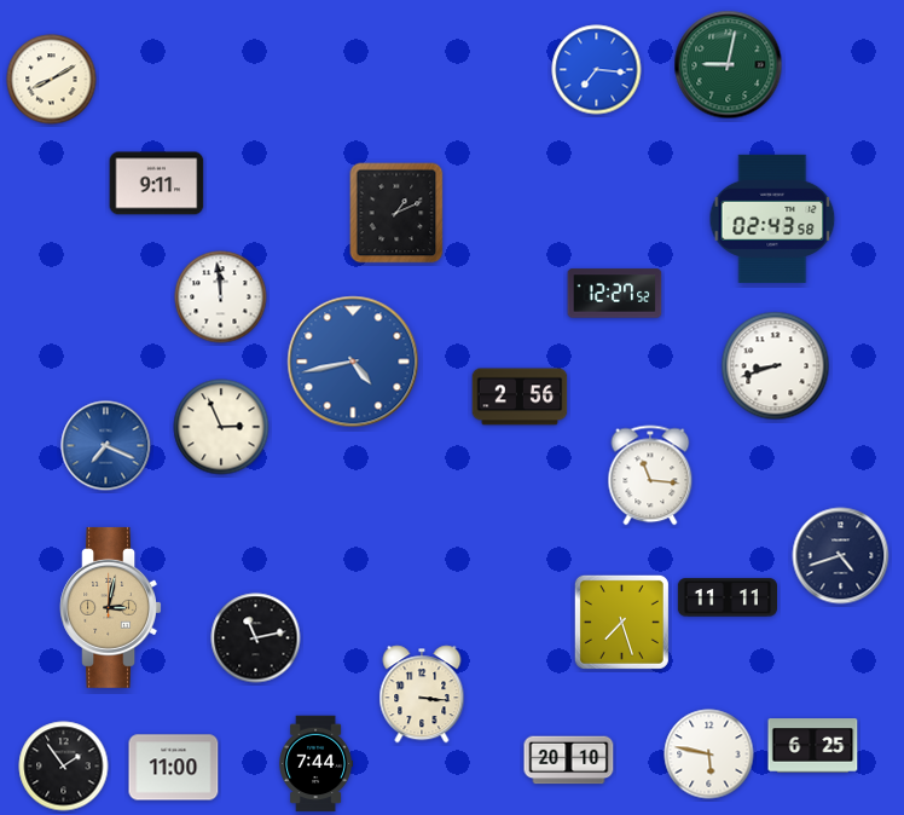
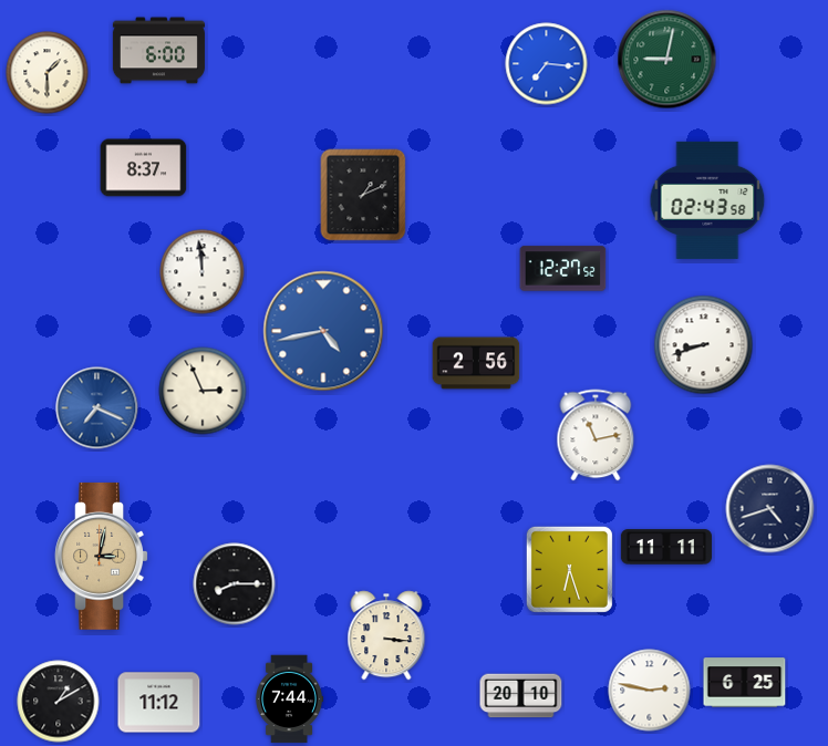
clock at (158, 51): none -> 6:00
clock at (52, 80): 8:10 -> 1:30
clock at (157, 184): 9:11 -> 8:37
clock at (776, 366) position: (776, 366) -> (704, 345)
clock at (650, 475): 11:16 -> 11:13
clock at (621, 622): 7:27 -> 6:27
clock at (256, 638): 11:13 -> 8:15
clock at (709, 755): 5:47 -> 2:47
clock at (64, 767): 1:54 -> 1:10
clock at (174, 768): 11:00 -> 11:12
